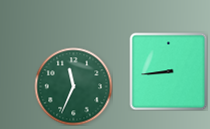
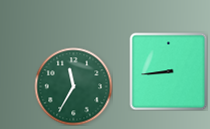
clock at (73, 86): 11:34 -> 11:35
